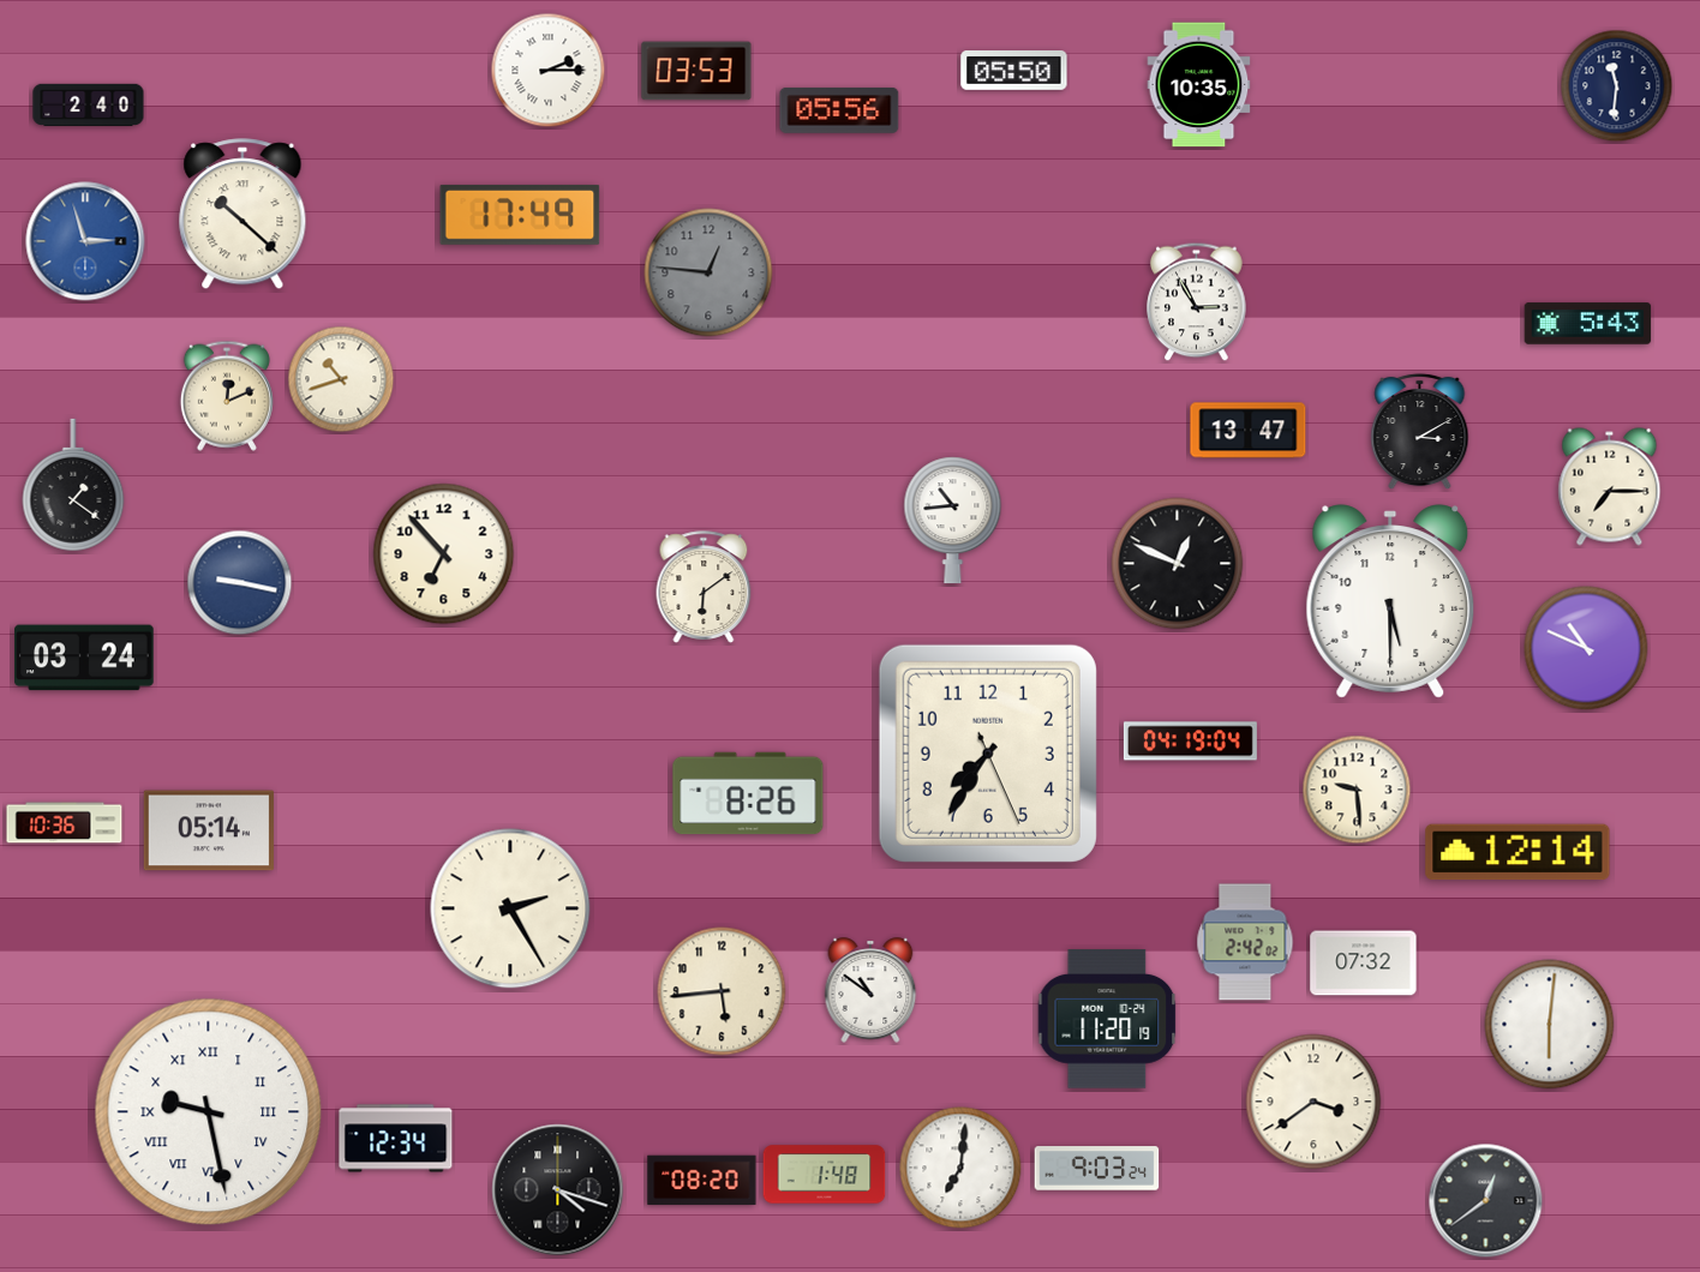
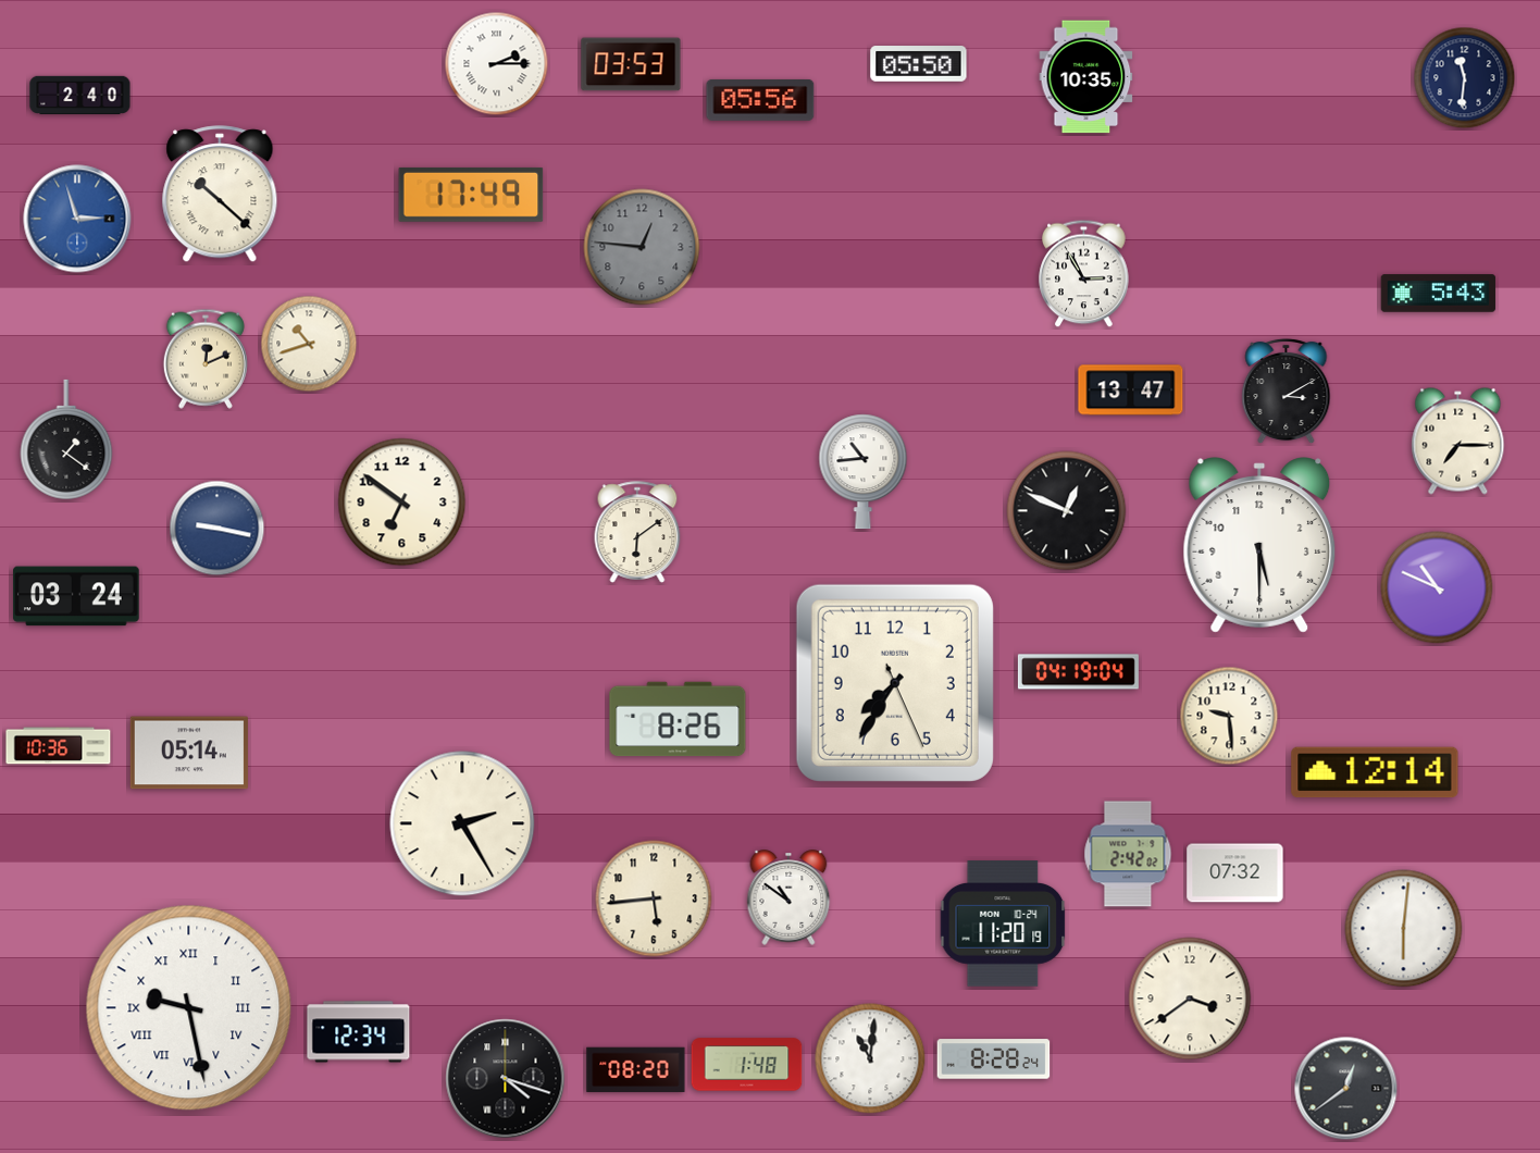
clock at (444, 554): 6:53 -> 6:51
clock at (960, 1168): 7:01 -> 11:01
clock at (1097, 1169): 9:03 -> 8:28
